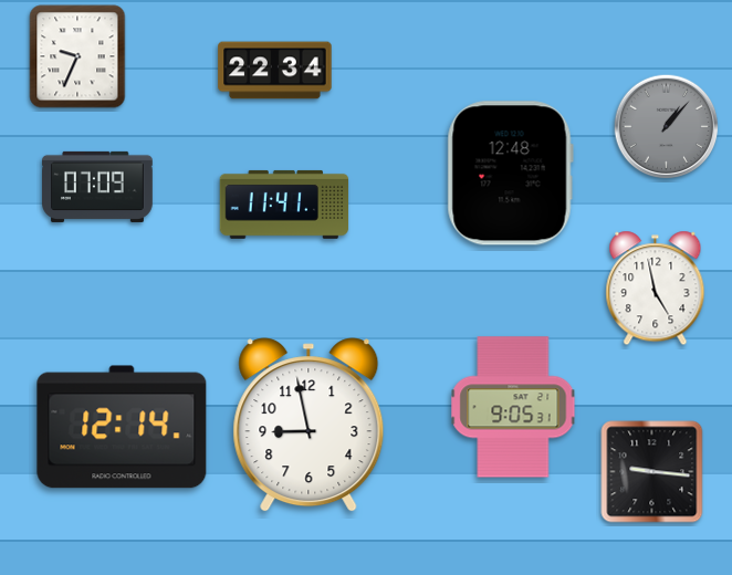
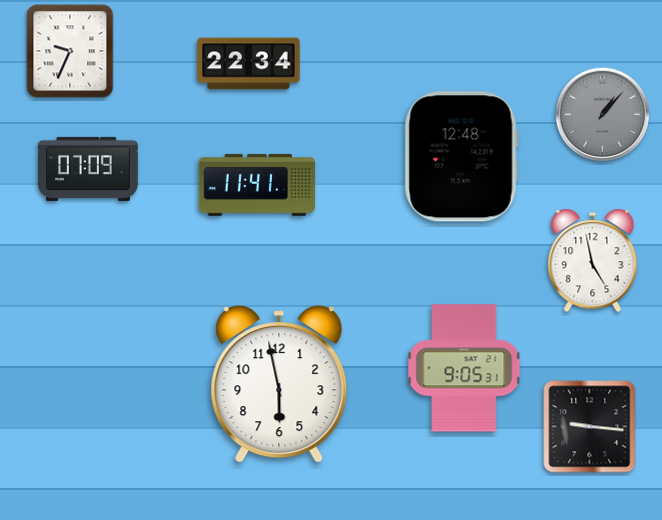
clock at (309, 425): 8:58 -> 5:58
clock at (122, 427): 12:14 -> none
